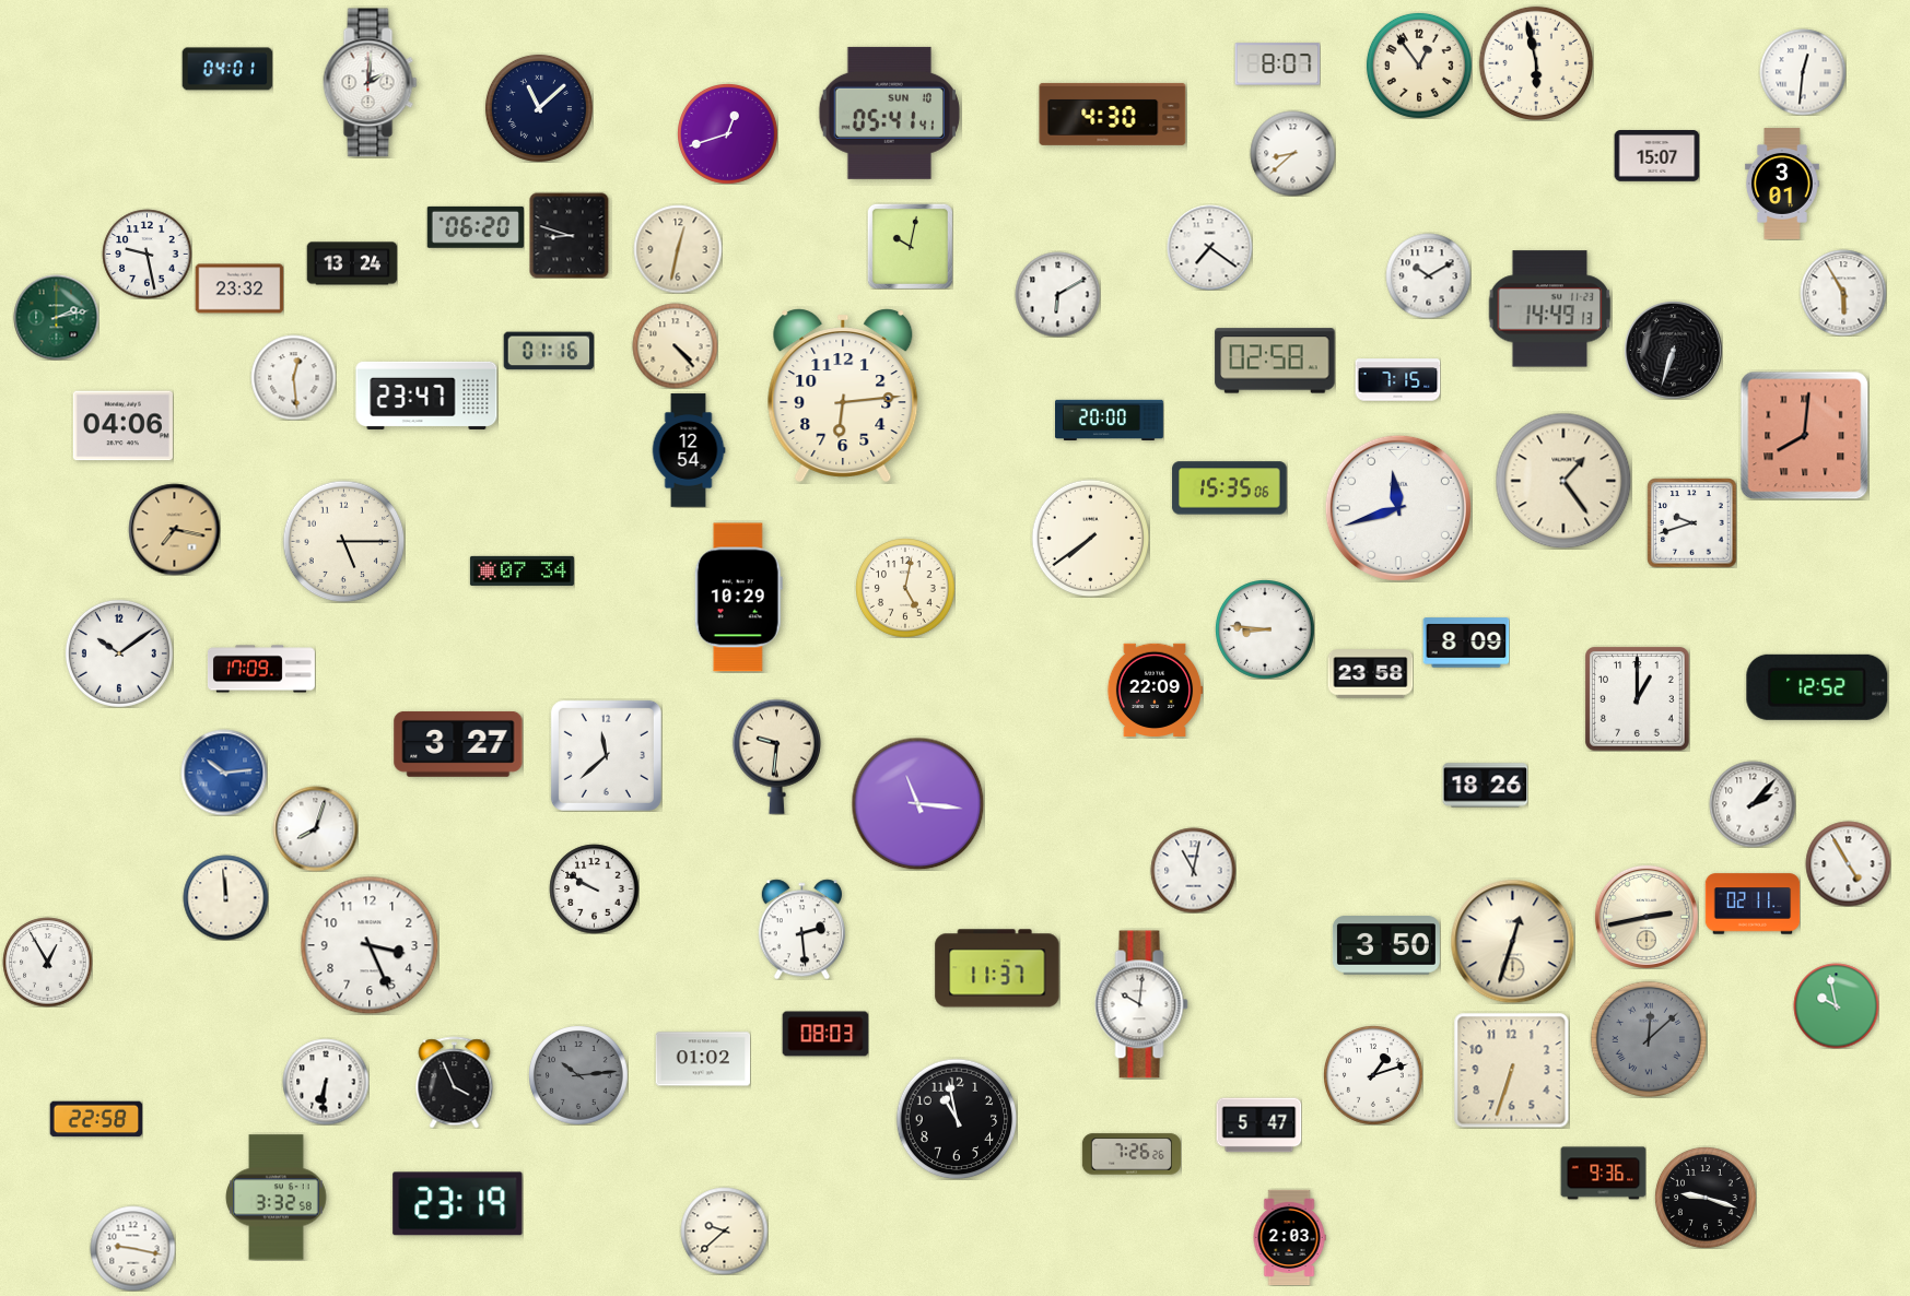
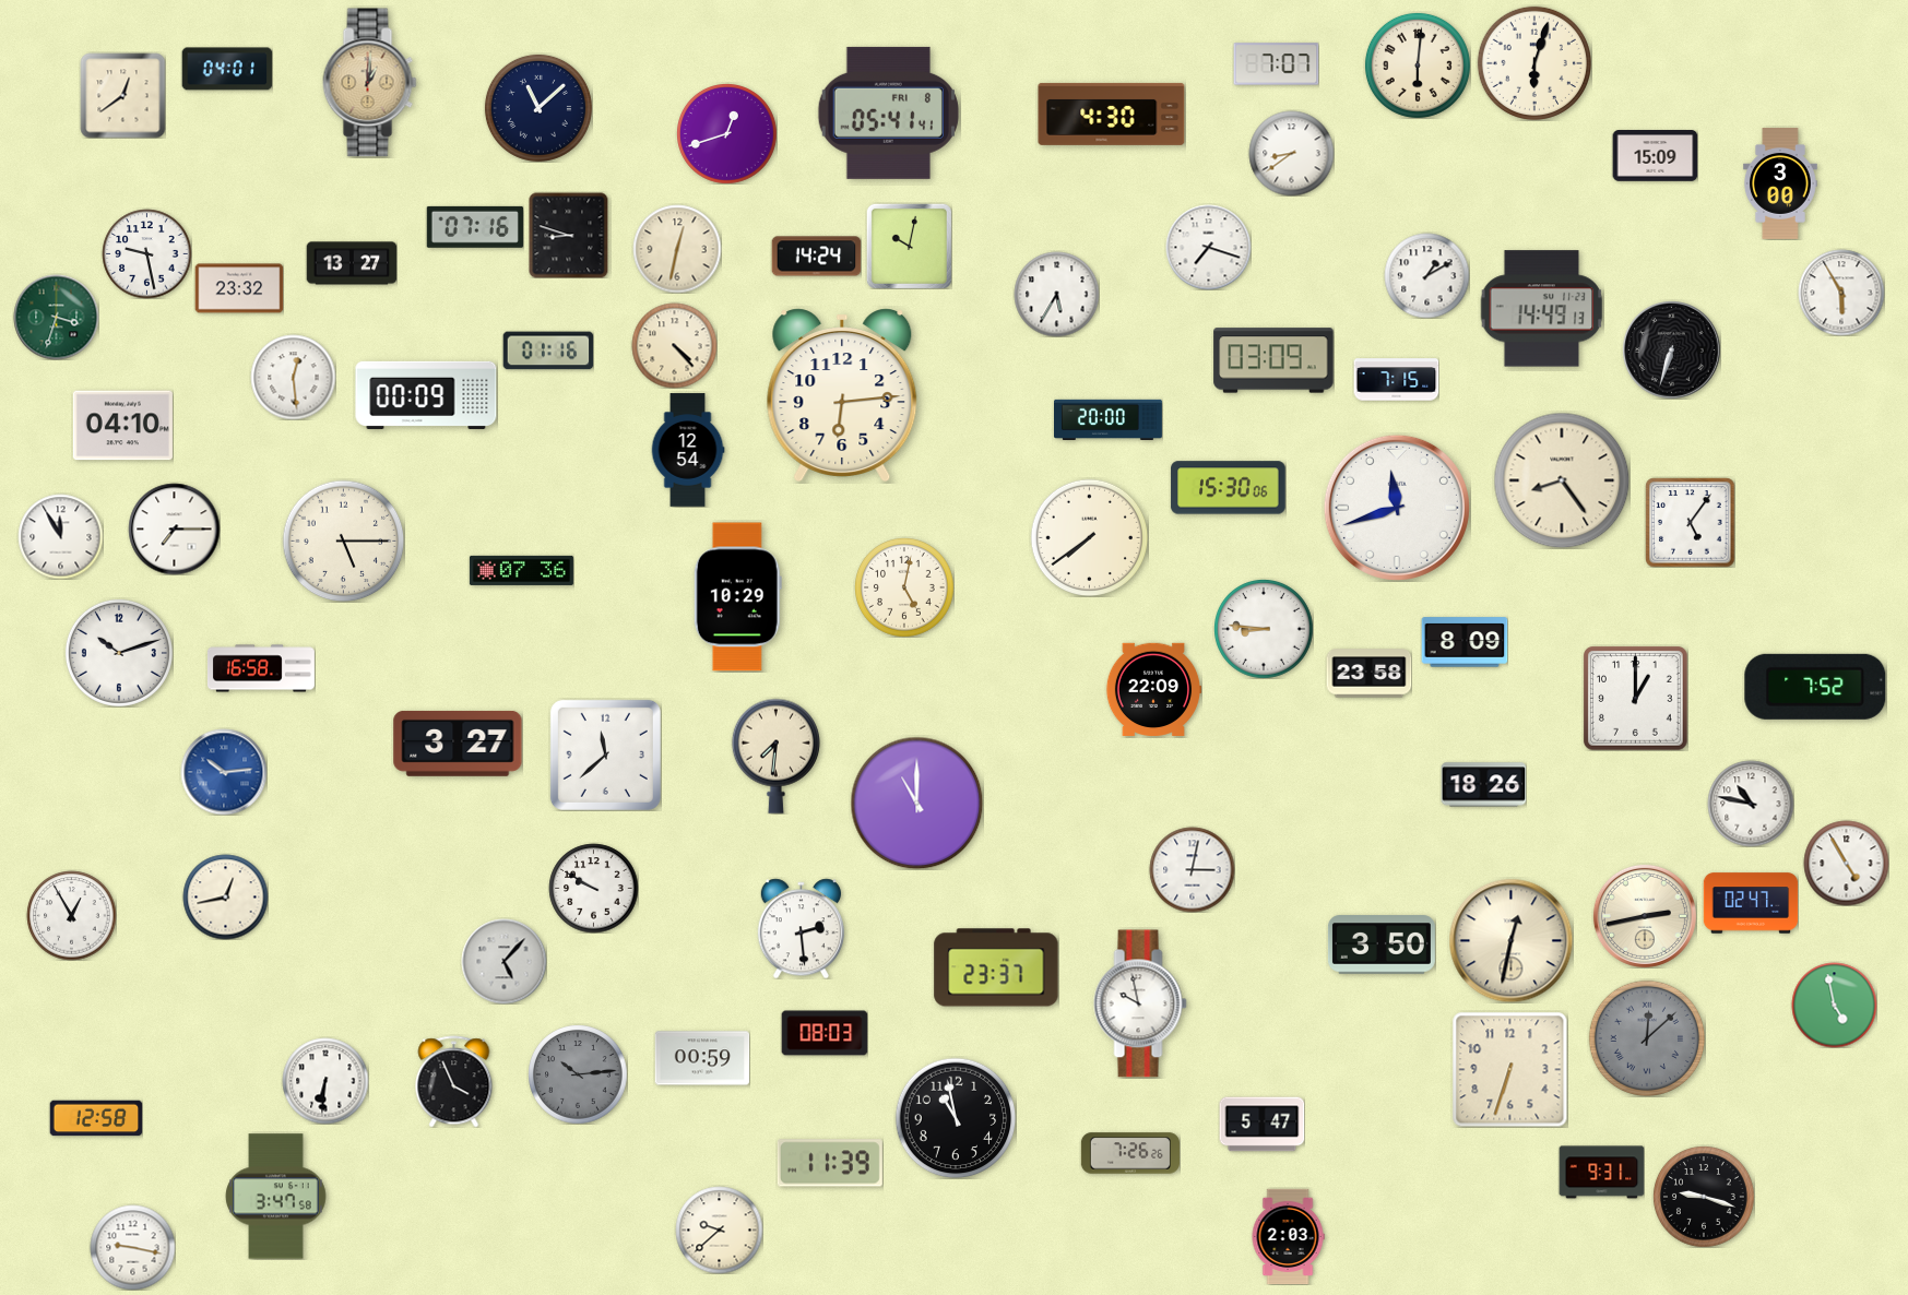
clock at (1536, 63): 5:58 -> 6:03
clock at (1277, 64): 8:07 -> 7:07
clock at (1419, 66): 12:54 -> 6:01
clock at (1803, 72): 12:31 -> none
clock at (371, 83): 2:01 -> 1:01
clock at (371, 83) dial: white -> champagne
clock at (122, 95): none -> 12:39
clock at (889, 113) date: SUN 10 -> FRI 8
clock at (1292, 153): 8:38 -> 8:39
clock at (1656, 156): 15:07 -> 15:09
clock at (1783, 184): 3:01 -> 3:00
clock at (476, 227): 06:20 -> 07:16
clock at (1209, 247): 7:21 -> 7:18
clock at (816, 257): none -> 14:24
clock at (352, 263): 13:24 -> 13:27
clock at (1428, 275): 10:10 -> 1:10
clock at (1057, 294): 6:10 -> 5:35
clock at (1549, 309) position: (1549, 309) -> (1541, 309)
clock at (56, 317): 2:13 -> 3:33
clock at (1275, 361): 02:58 -> 03:09
clock at (426, 396): 23:47 -> 00:09
clock at (122, 426): 04:06 -> 04:10
clock at (1804, 435): 8:01 -> none
clock at (1563, 481): 1:24 -> 8:24
clock at (1230, 488): 15:35 -> 15:30
clock at (1691, 522): 9:42 -> 5:06
clock at (174, 529): 7:17 -> 7:15
clock at (174, 529) dial: champagne -> white
clock at (60, 536): none -> 11:55
clock at (522, 570): 07:34 -> 07:36
clock at (119, 653): 10:09 -> 10:12
clock at (261, 669): 17:09 -> 16:58
clock at (1817, 687): 12:52 -> 7:52
clock at (776, 756): 9:31 -> 7:31
clock at (917, 803): 11:16 -> 11:00
clock at (1753, 804): 2:07 -> 10:47
clock at (315, 828): 8:03 -> none
clock at (1193, 870): 11:02 -> 3:02
clock at (225, 897): 11:59 -> 12:43
clock at (1753, 904): 02:11 -> 02:47
clock at (1512, 941): 12:33 -> 12:32
clock at (370, 945): 3:26 -> none
clock at (1386, 945) position: (1386, 945) -> (1382, 944)
clock at (47, 962) position: (47, 962) -> (71, 915)
clock at (503, 961): none -> 5:07
clock at (997, 968): 11:37 -> 23:37
clock at (1141, 1004): 10:01 -> 9:58
clock at (1836, 1005): 9:58 -> 4:58
clock at (703, 1059): 01:02 -> 00:59
clock at (1373, 1075): 1:12 -> none
clock at (96, 1119): 22:58 -> 12:58
clock at (1258, 1126) position: (1258, 1126) -> (1261, 1125)
clock at (830, 1163): none -> 11:39
clock at (1603, 1174): 9:36 -> 9:31
clock at (277, 1198): 3:32 -> 3:47
clock at (458, 1204): 23:19 -> none
clock at (724, 1230) position: (724, 1230) -> (719, 1229)
